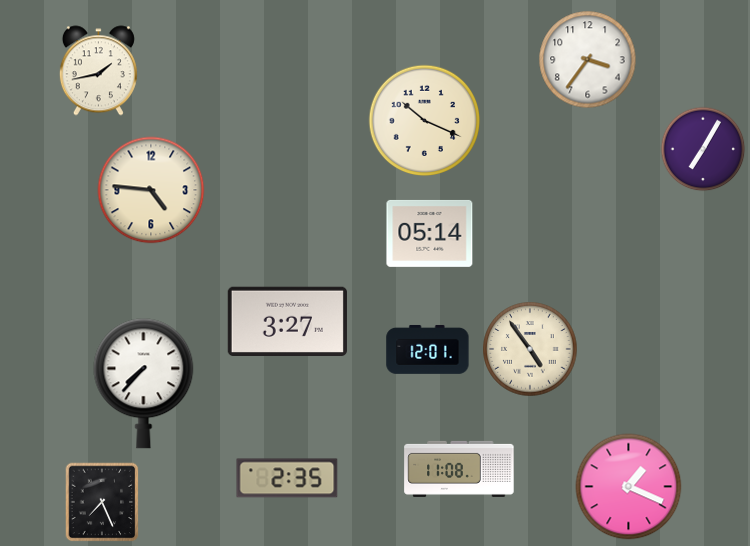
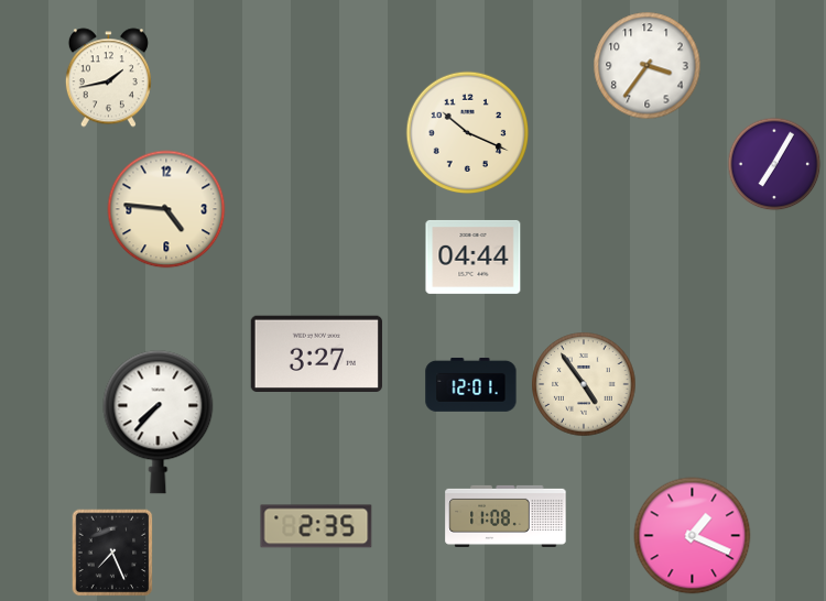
clock at (430, 233): 05:14 -> 04:44
